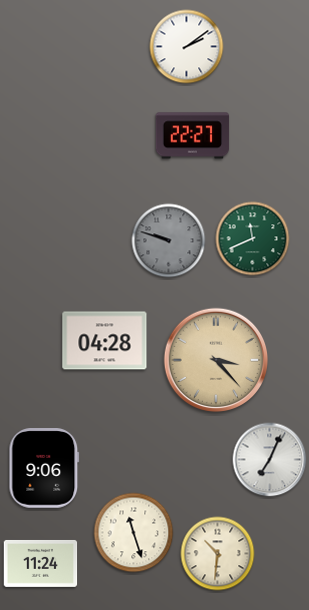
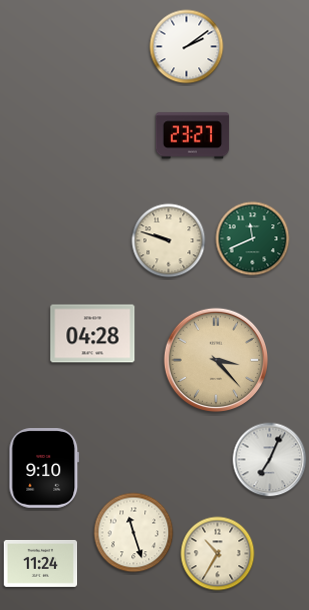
clock at (193, 136): 22:27 -> 23:27
clock at (169, 241) dial: grey -> cream
clock at (105, 341) position: (105, 341) -> (93, 334)
clock at (44, 468): 9:06 -> 9:10
clock at (218, 554): 10:31 -> 10:35
